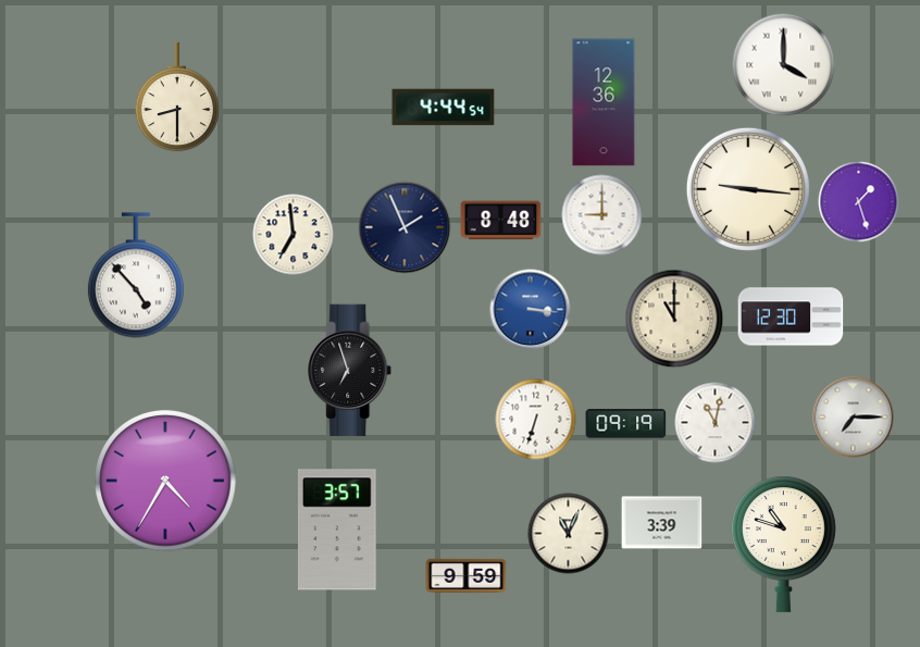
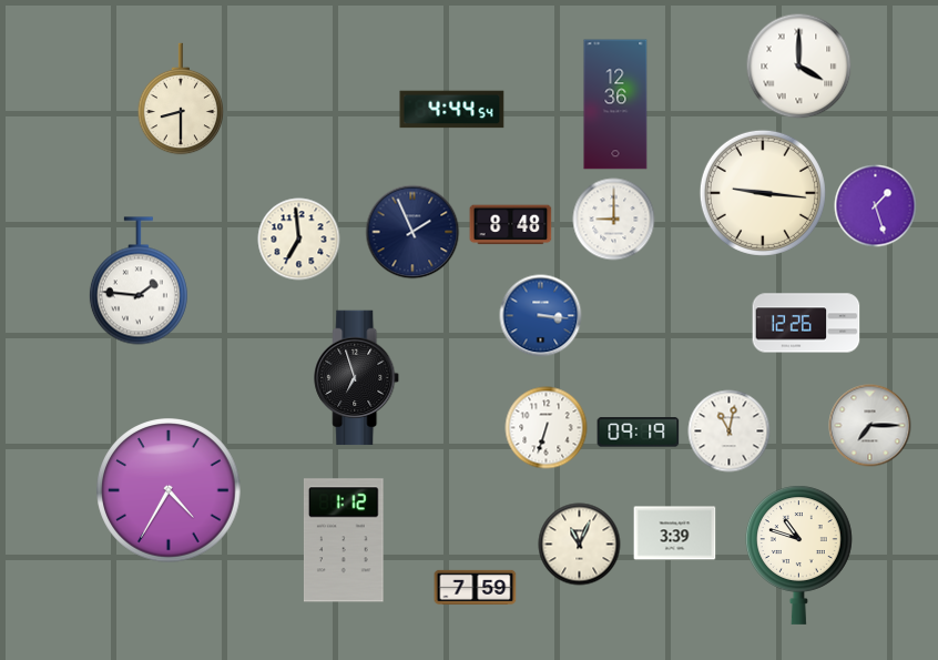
clock at (136, 275): 4:53 -> 1:46
clock at (791, 316): 12:30 -> 12:26
clock at (674, 319): 11:00 -> none
clock at (337, 530): 3:57 -> 1:12
clock at (467, 575): 9:59 -> 7:59
